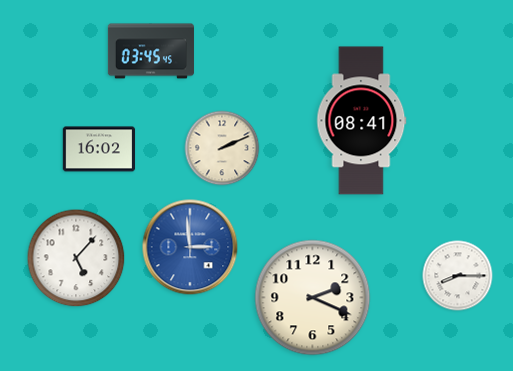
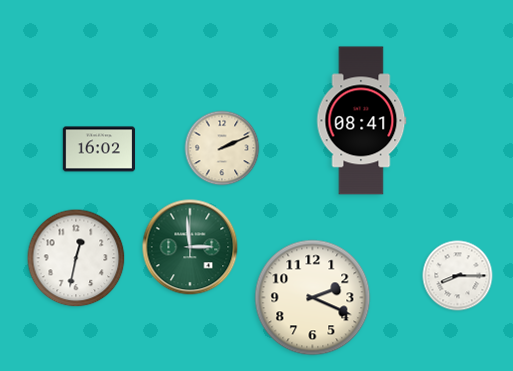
clock at (151, 51): 03:45 -> none
clock at (190, 247) dial: blue -> green
clock at (76, 258): 5:07 -> 12:32
